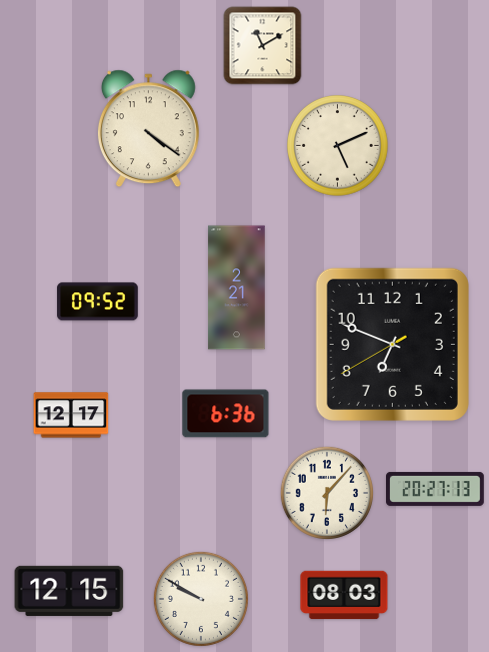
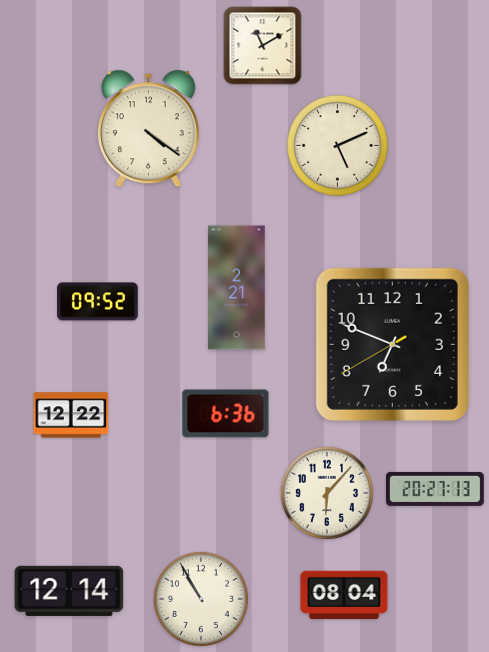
clock at (71, 415): 12:17 -> 12:22
clock at (69, 591): 12:15 -> 12:14
clock at (344, 595): 08:03 -> 08:04
clock at (201, 599): 9:50 -> 10:55
